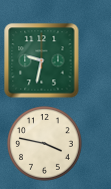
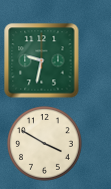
clock at (45, 144): 3:47 -> 3:50
